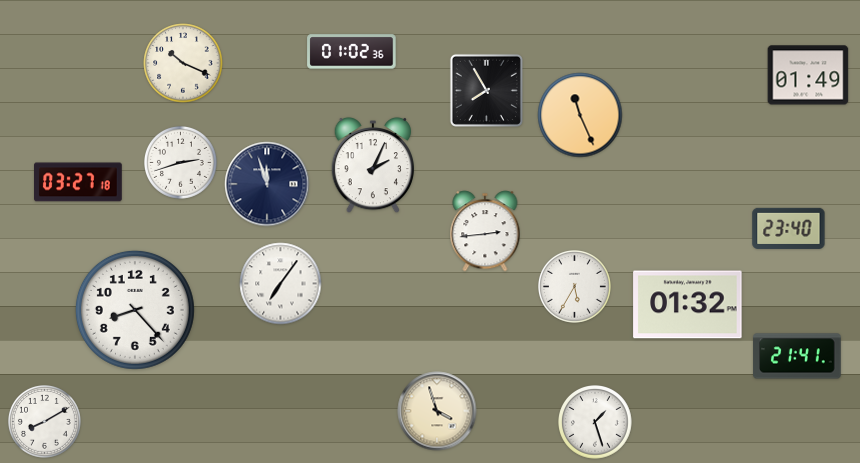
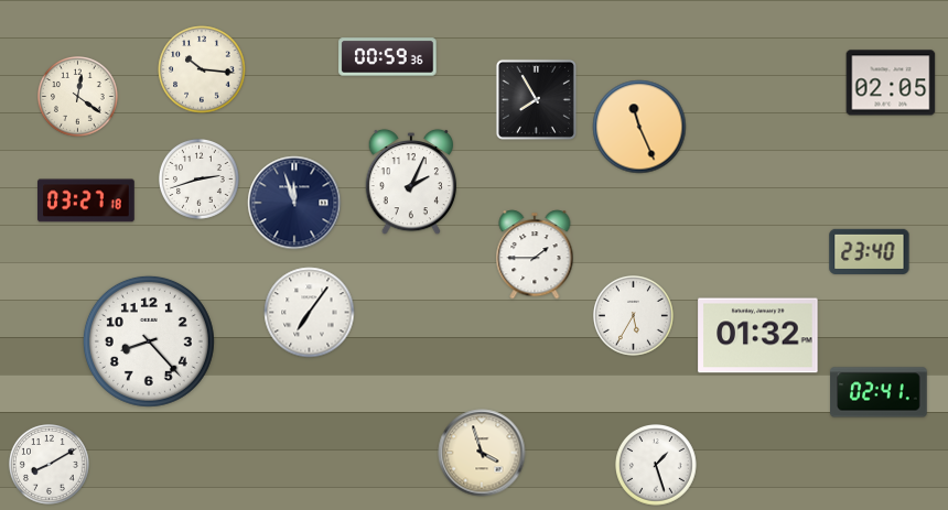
clock at (352, 52): 01:02 -> 00:59
clock at (183, 63): 10:19 -> 10:16
clock at (808, 75): 01:49 -> 02:05
clock at (78, 97): none -> 12:21
clock at (485, 231): 2:44 -> 1:45
clock at (797, 356): 21:41 -> 02:41
